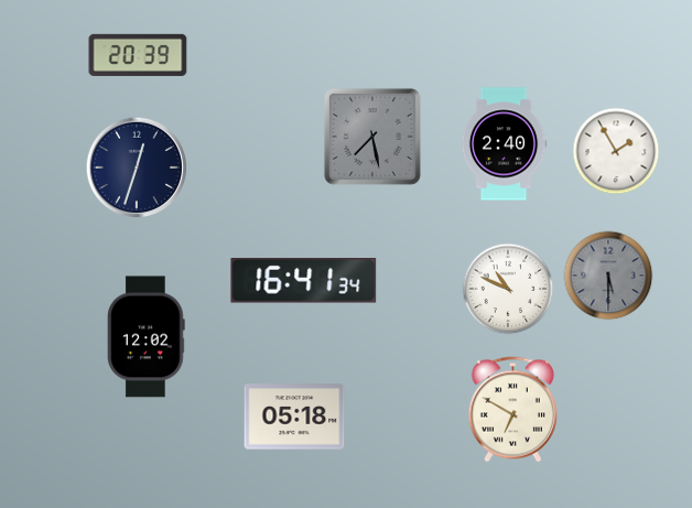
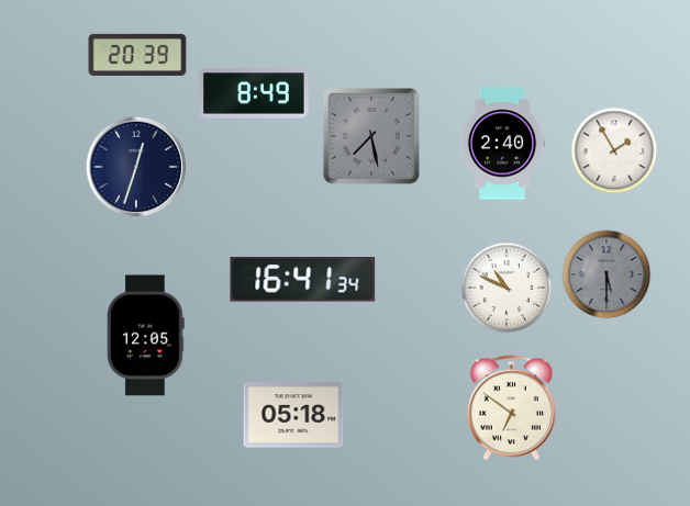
clock at (254, 93): none -> 8:49
clock at (147, 337): 12:02 -> 12:05
clock at (512, 410): 6:50 -> 6:51
